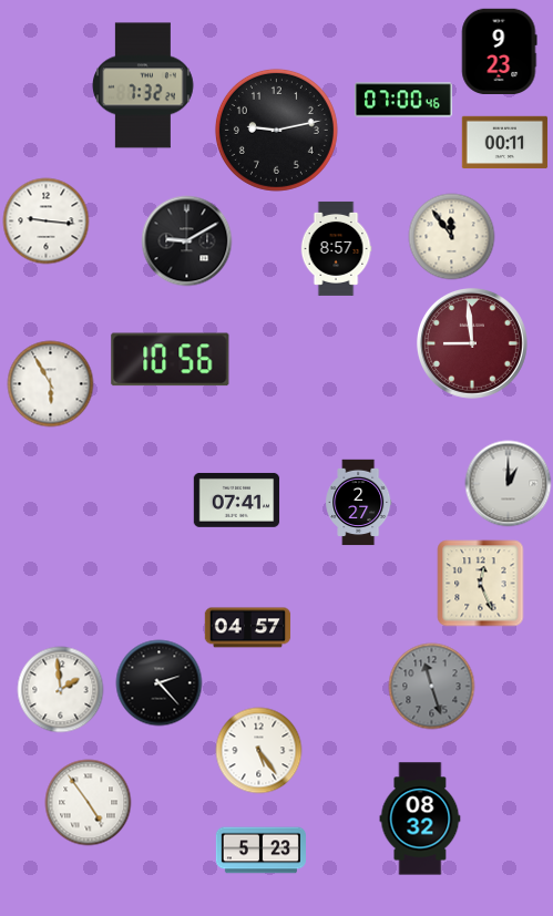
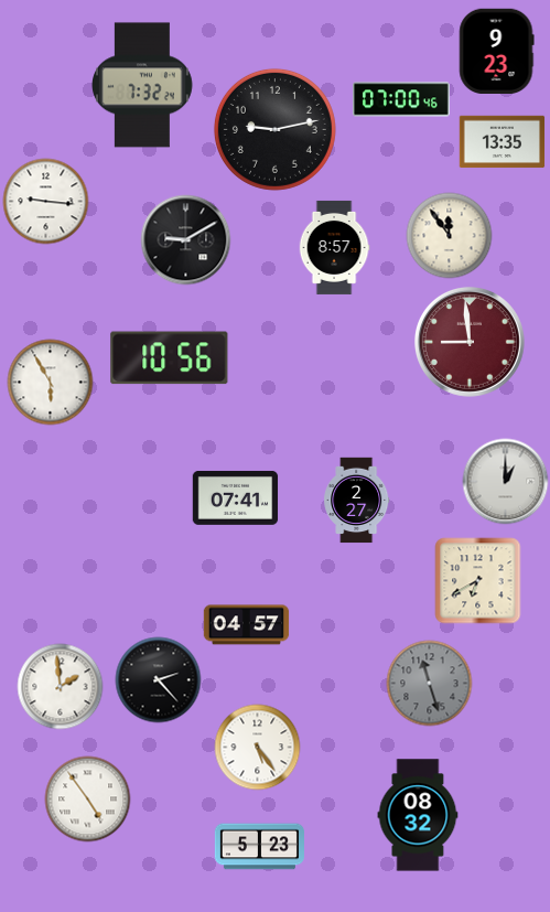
clock at (504, 143): 00:11 -> 13:35
clock at (45, 220) position: (45, 220) -> (45, 201)
clock at (480, 583): 12:26 -> 6:40
